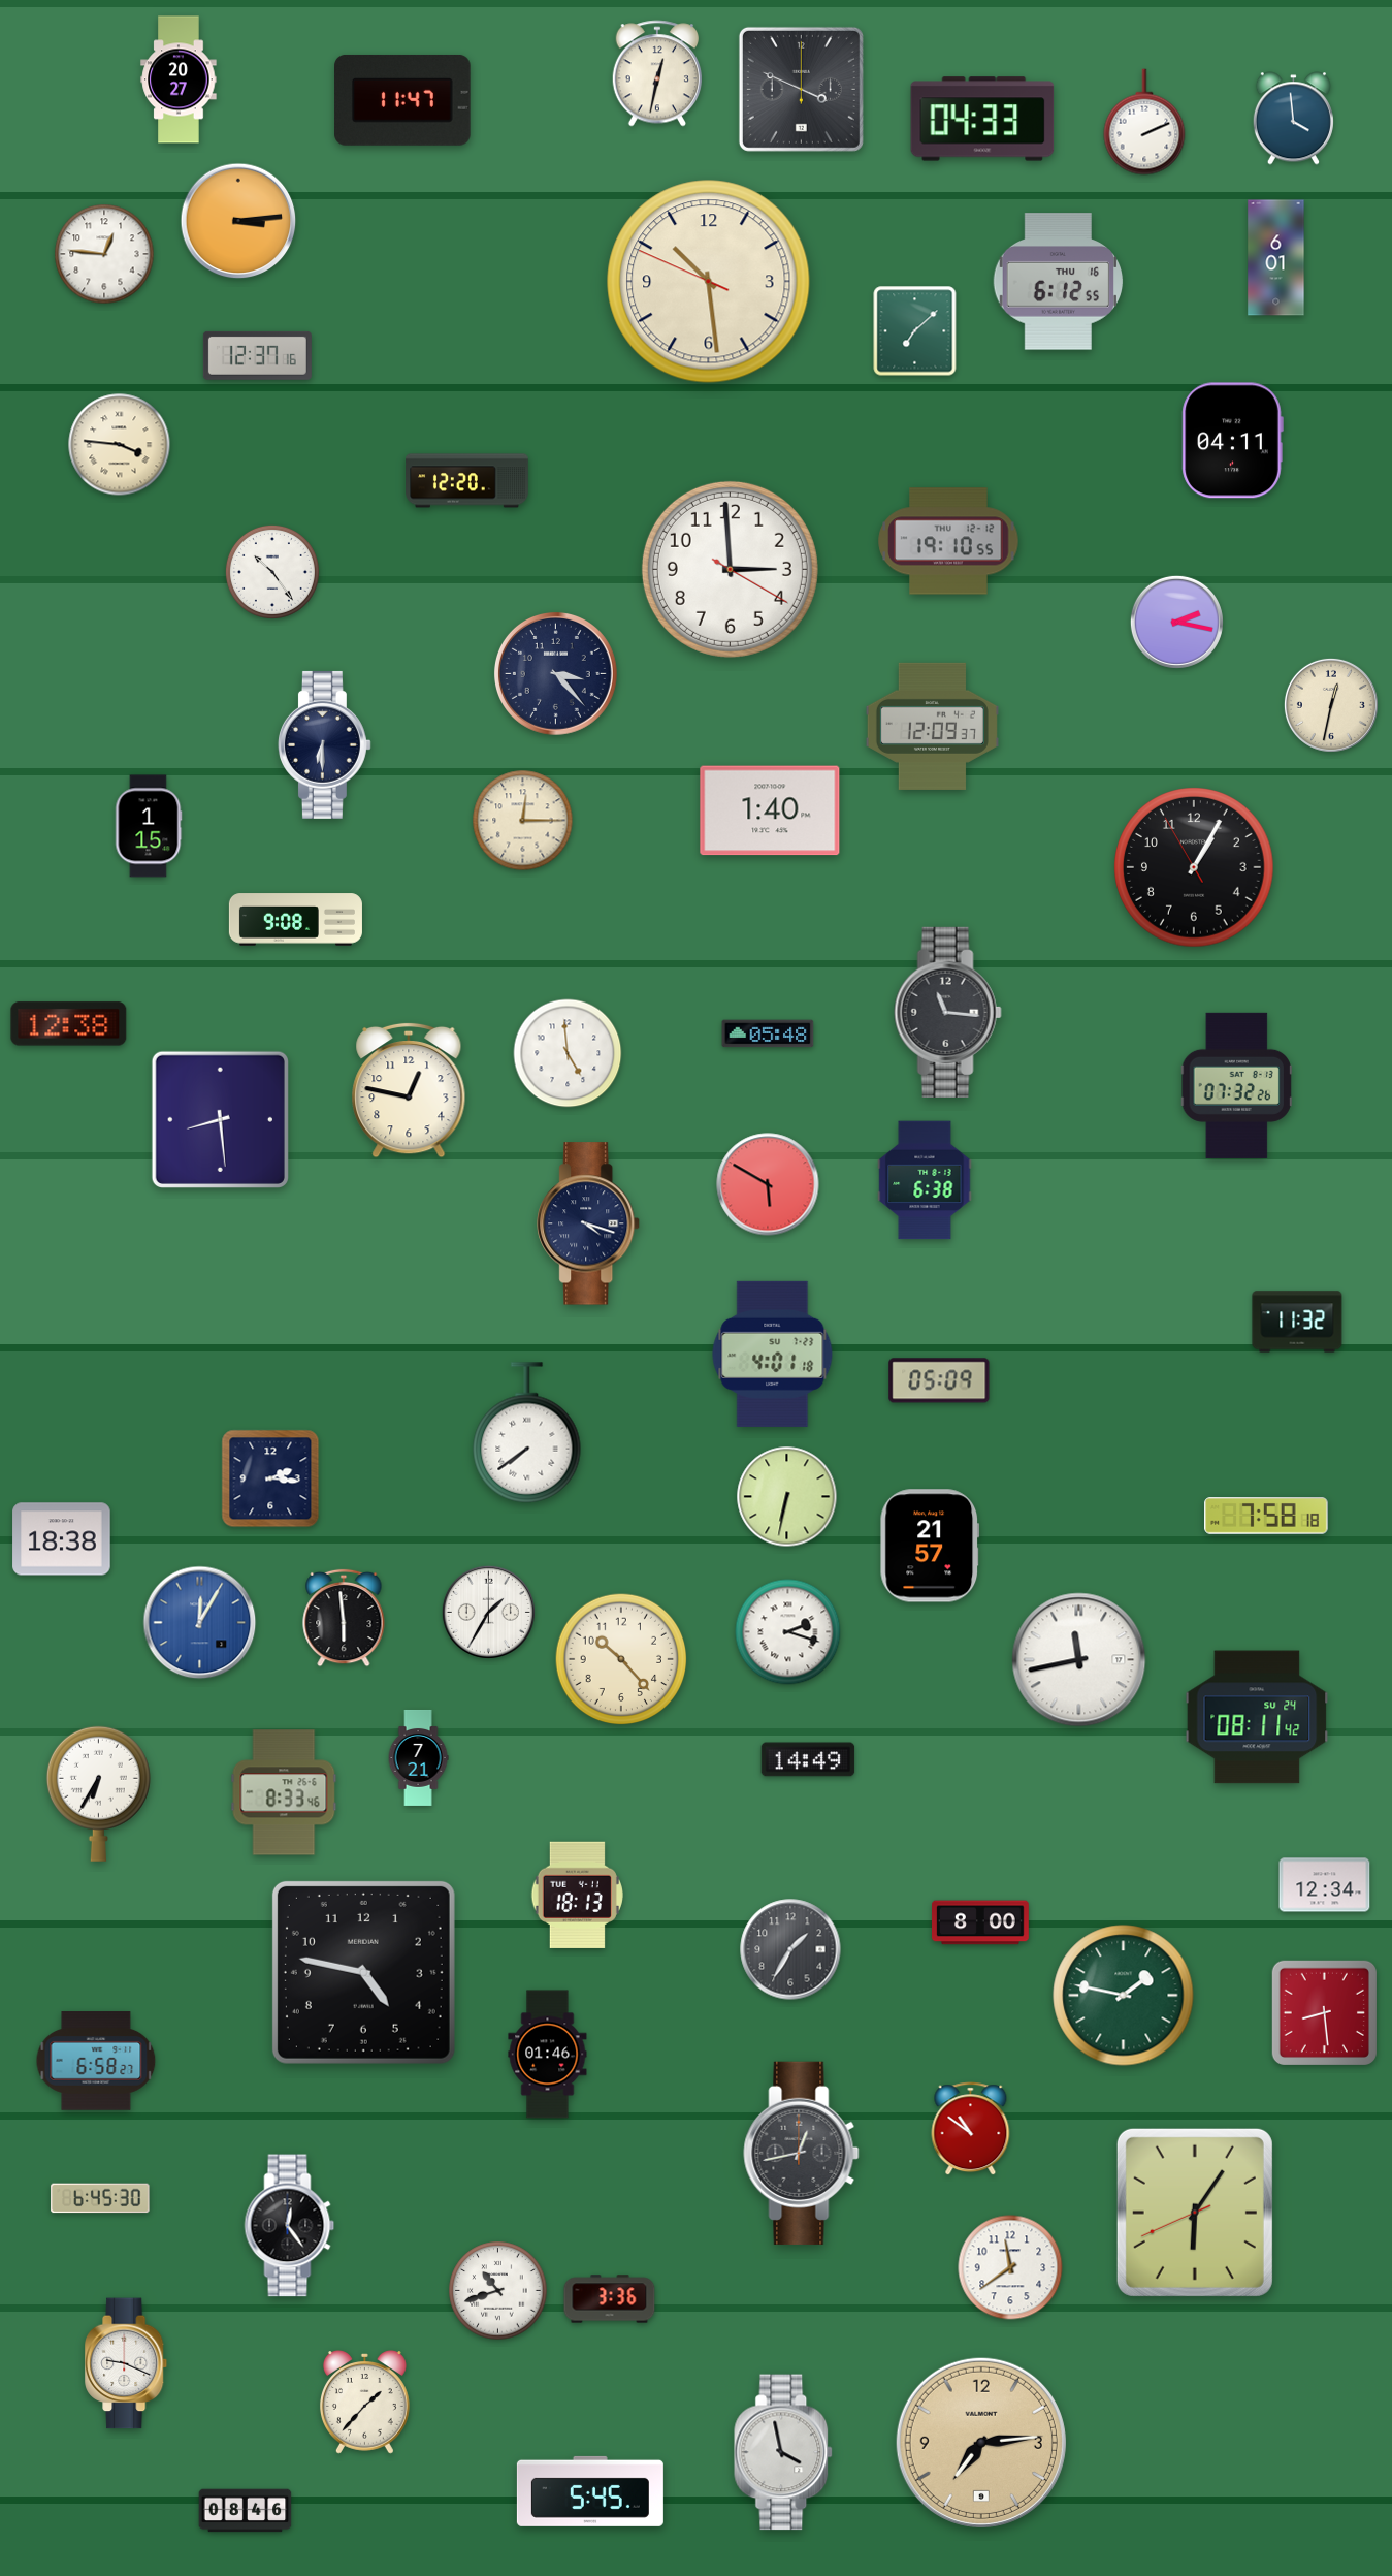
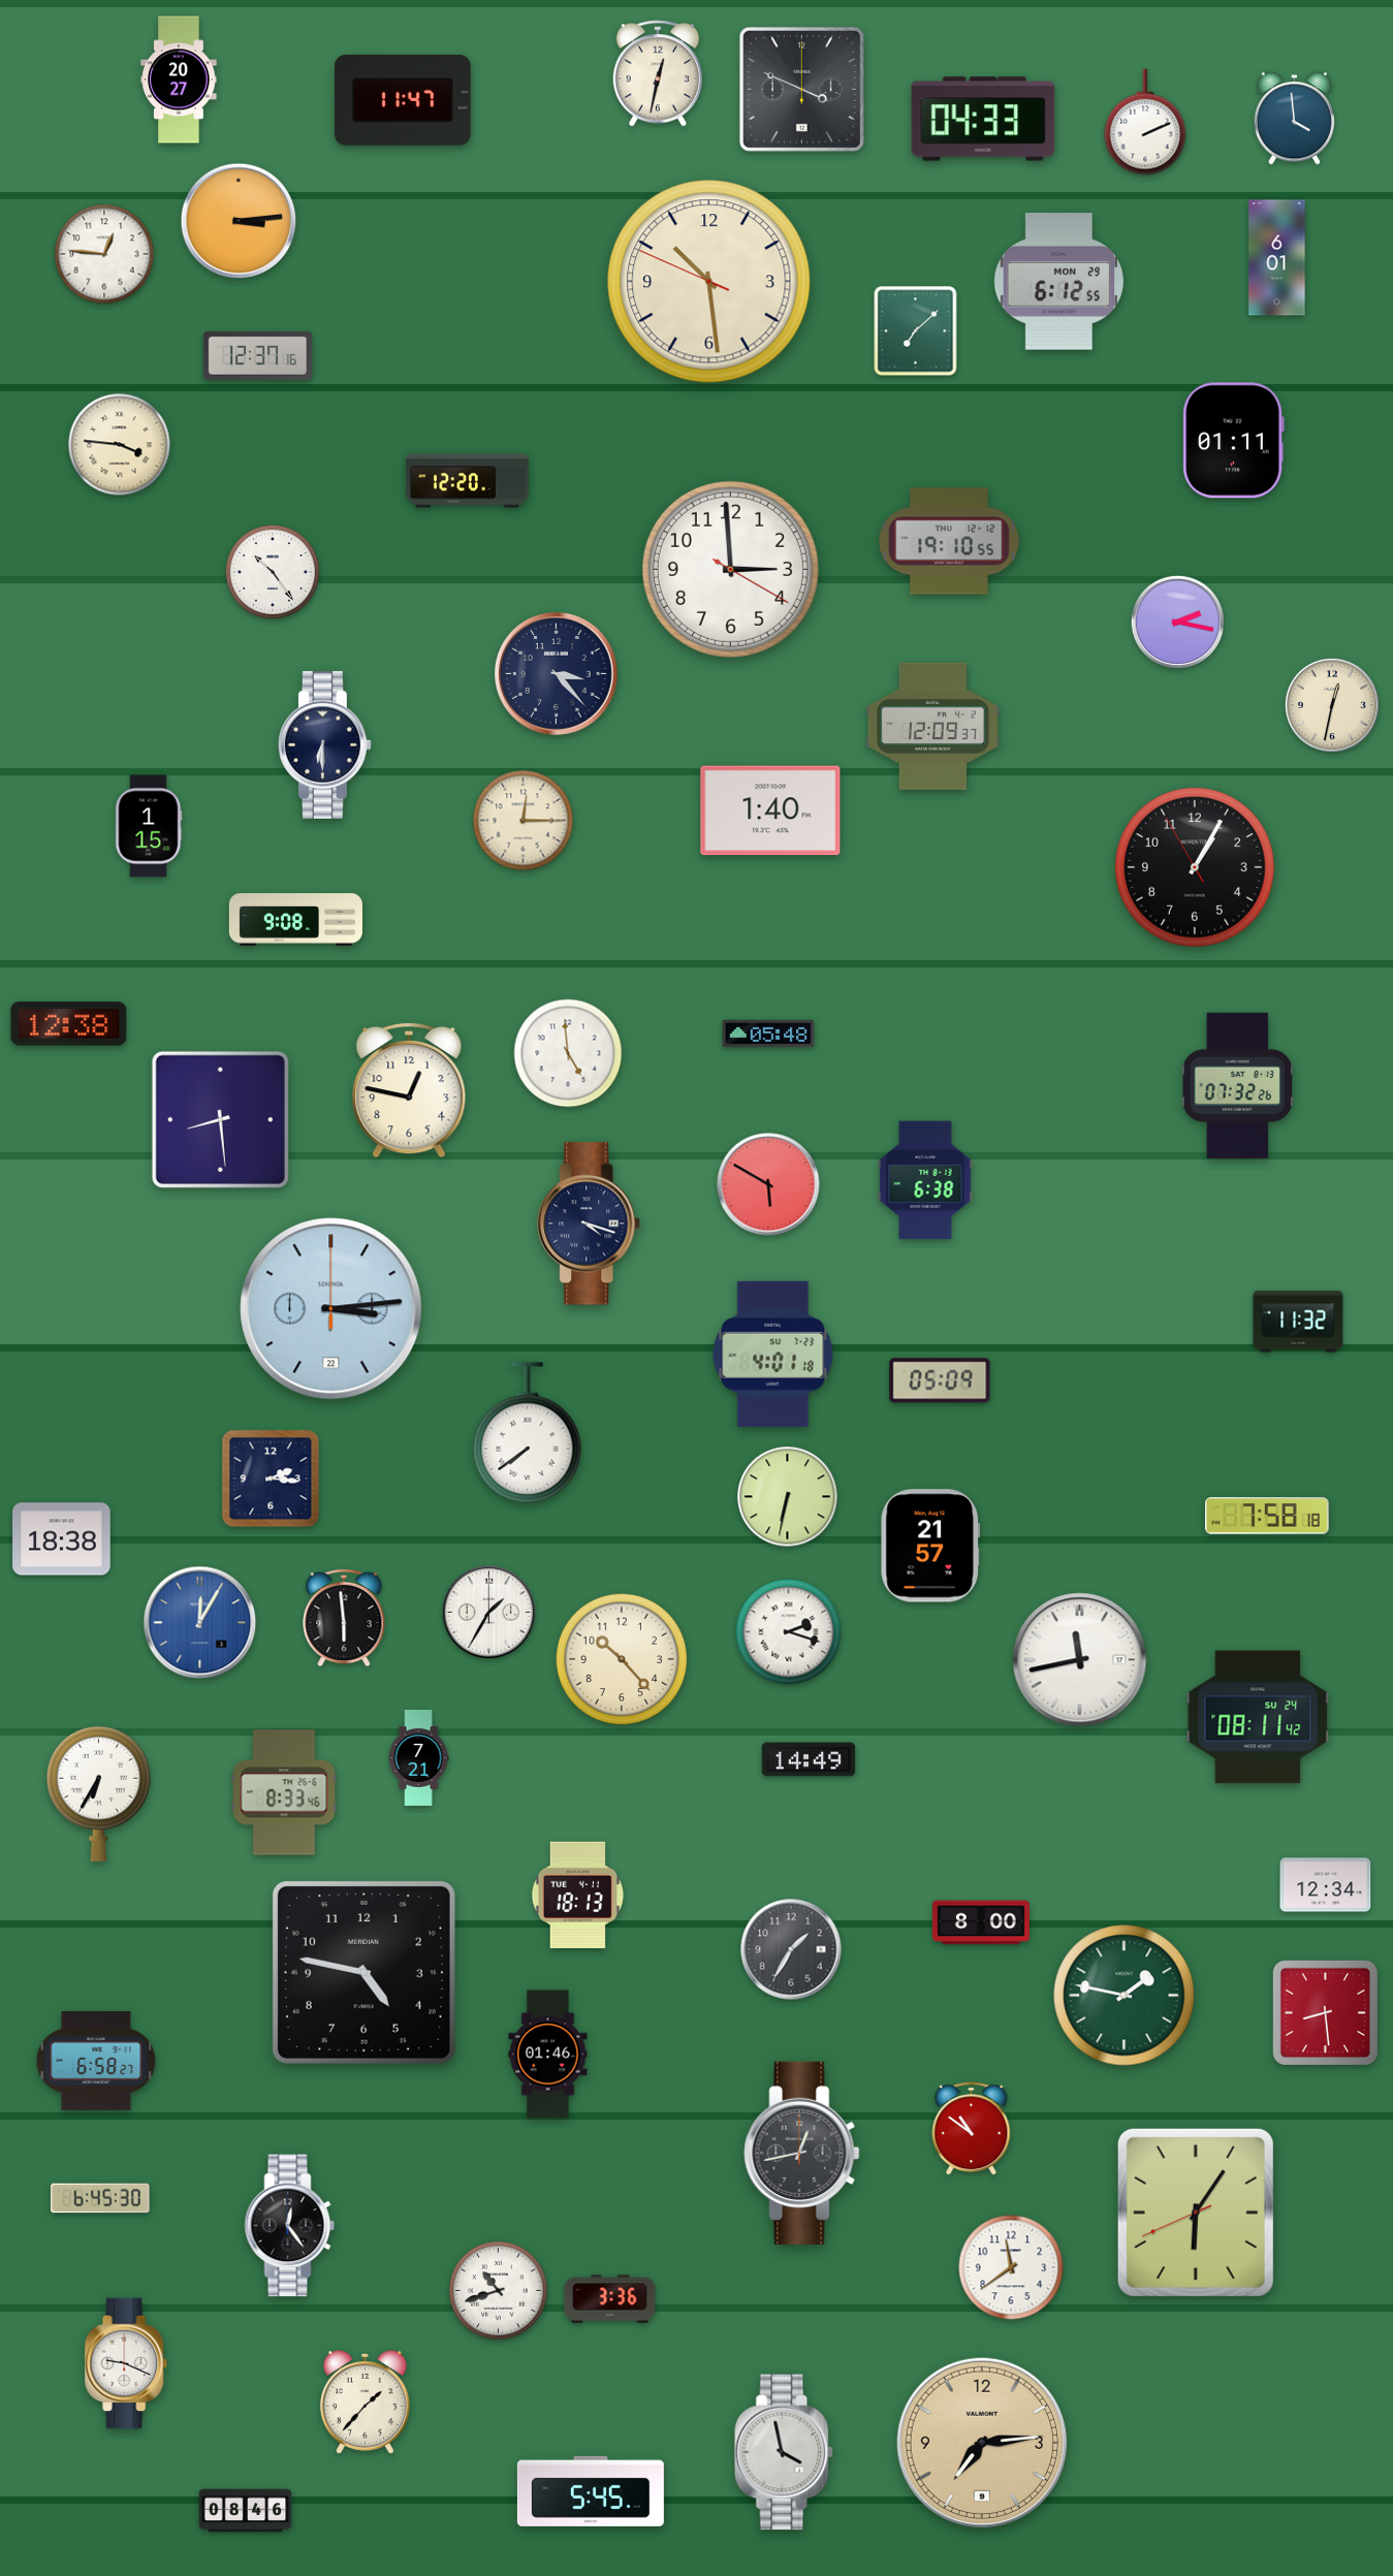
clock at (1059, 282) date: THU 16 -> MON 29
clock at (1232, 441): 04:11 -> 01:11
clock at (947, 1012): 11:16 -> none
clock at (331, 1309): none -> 3:14
